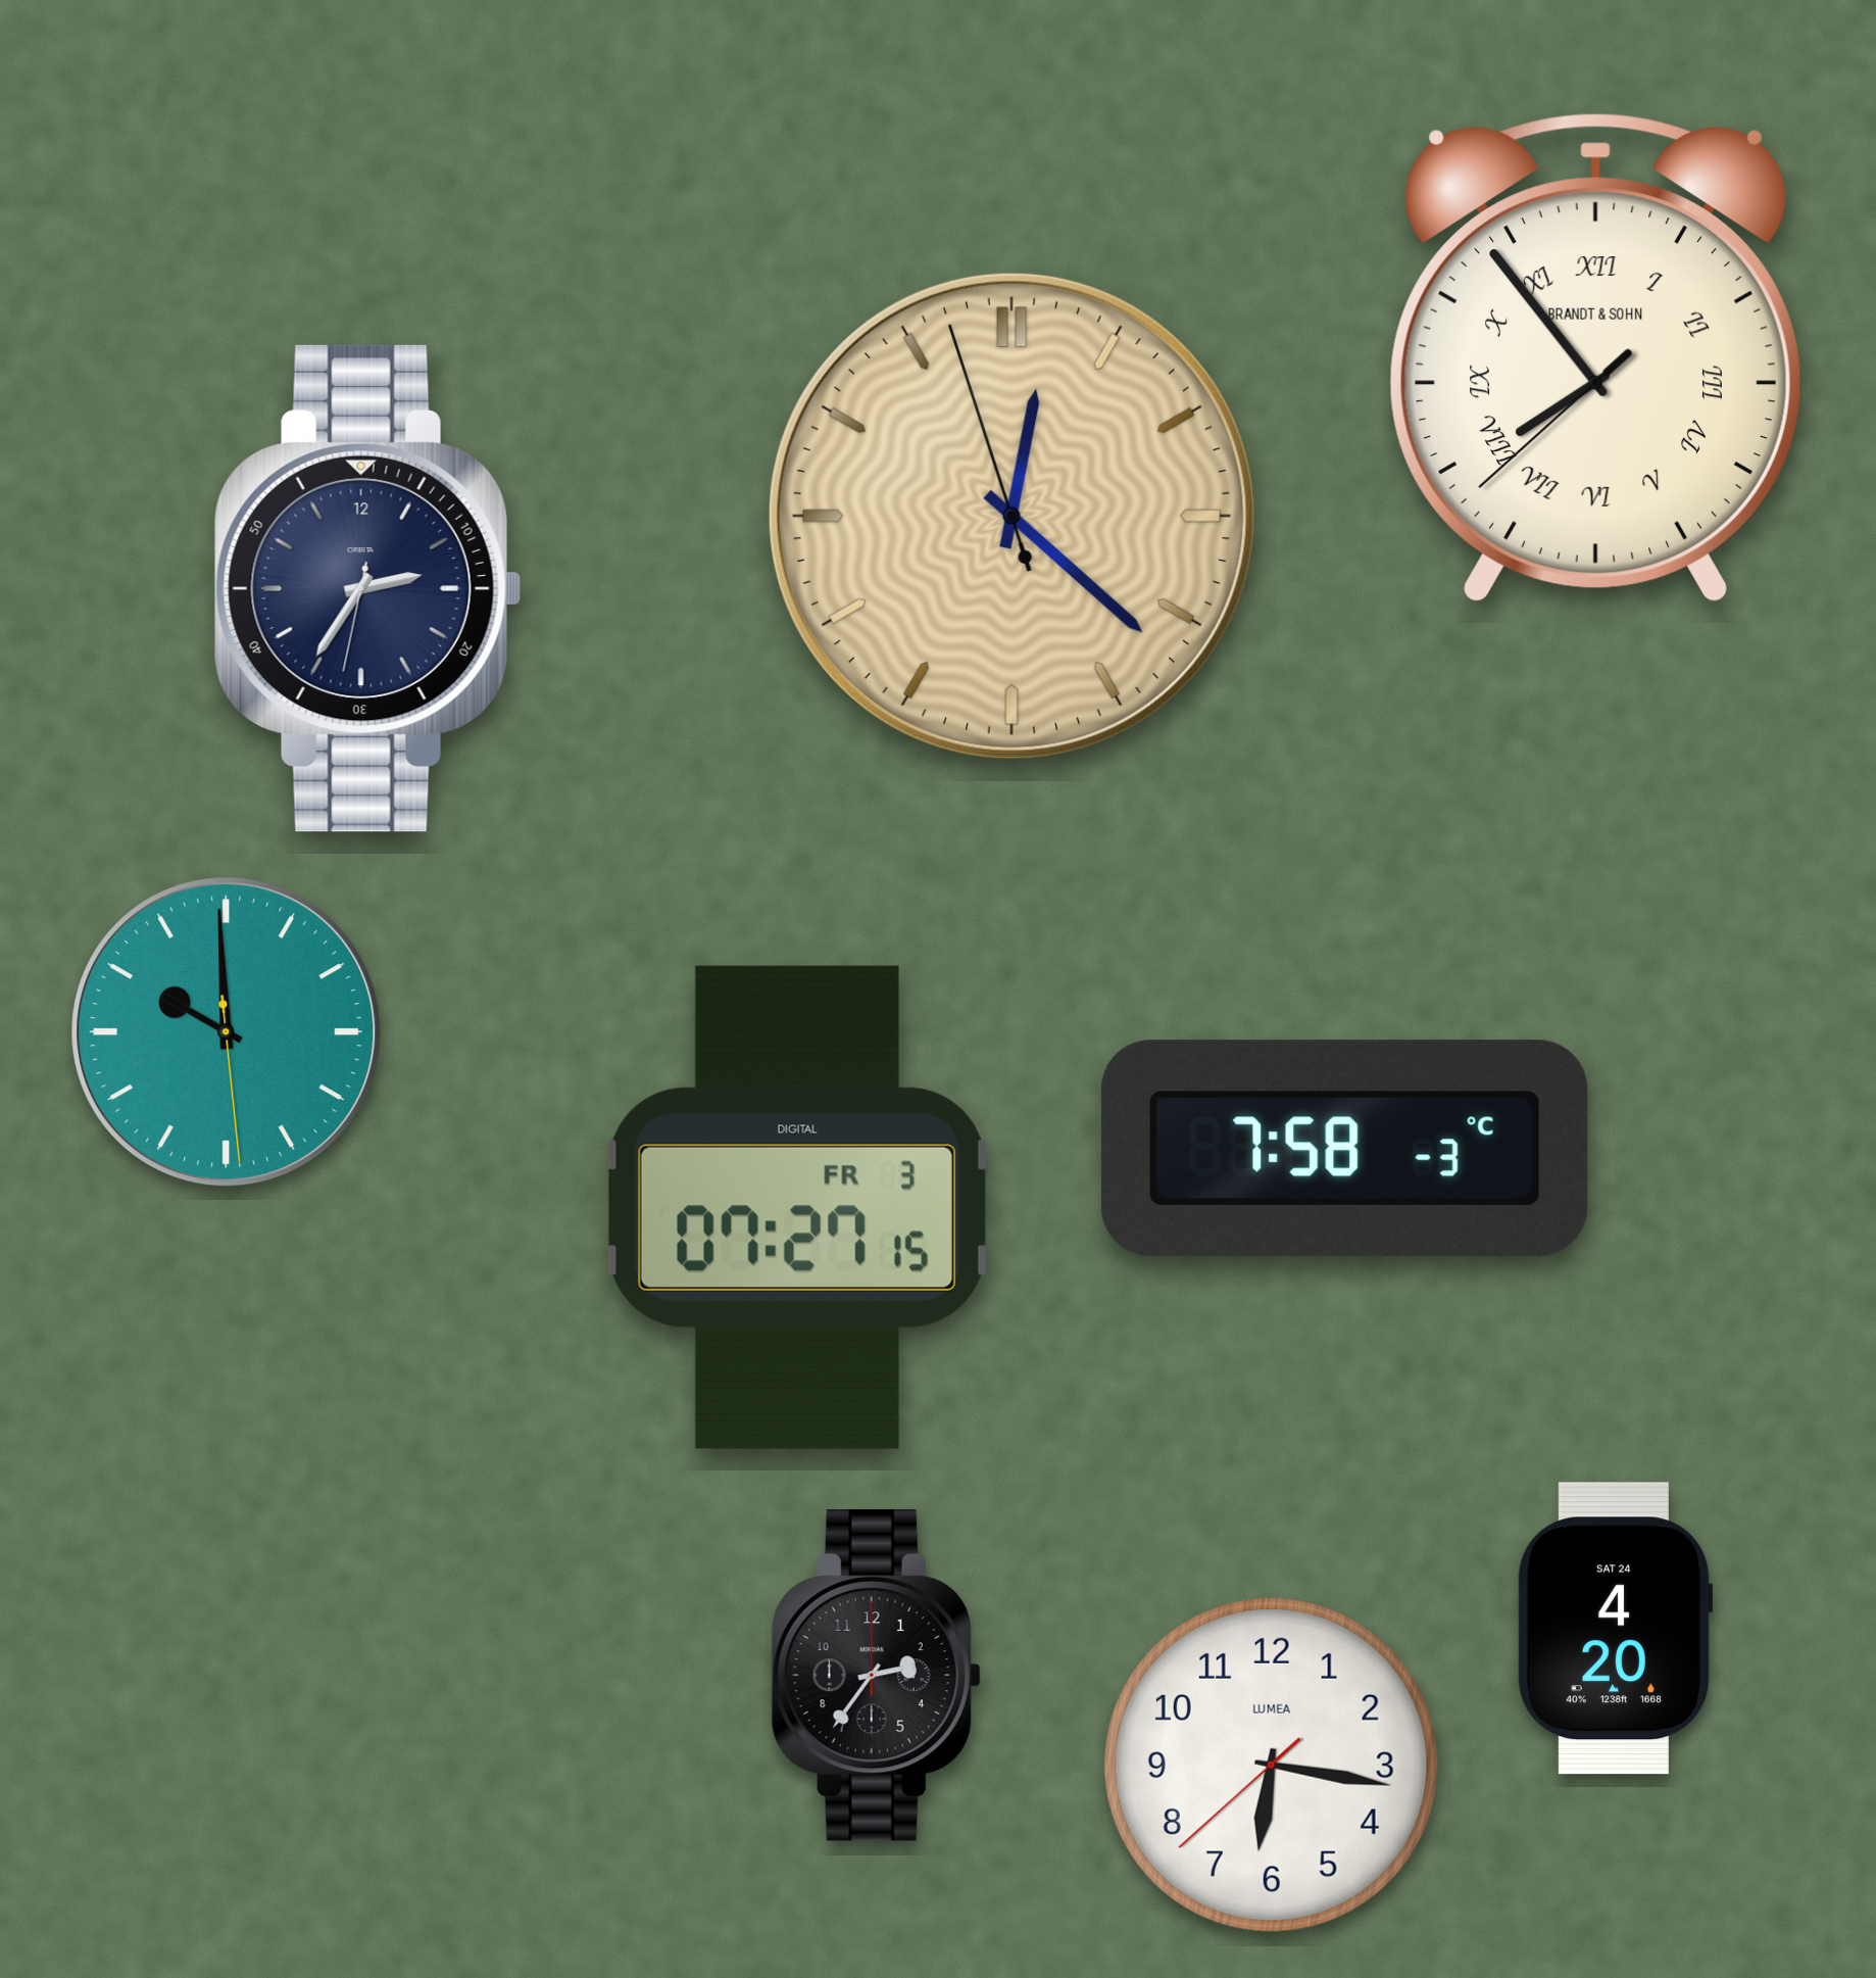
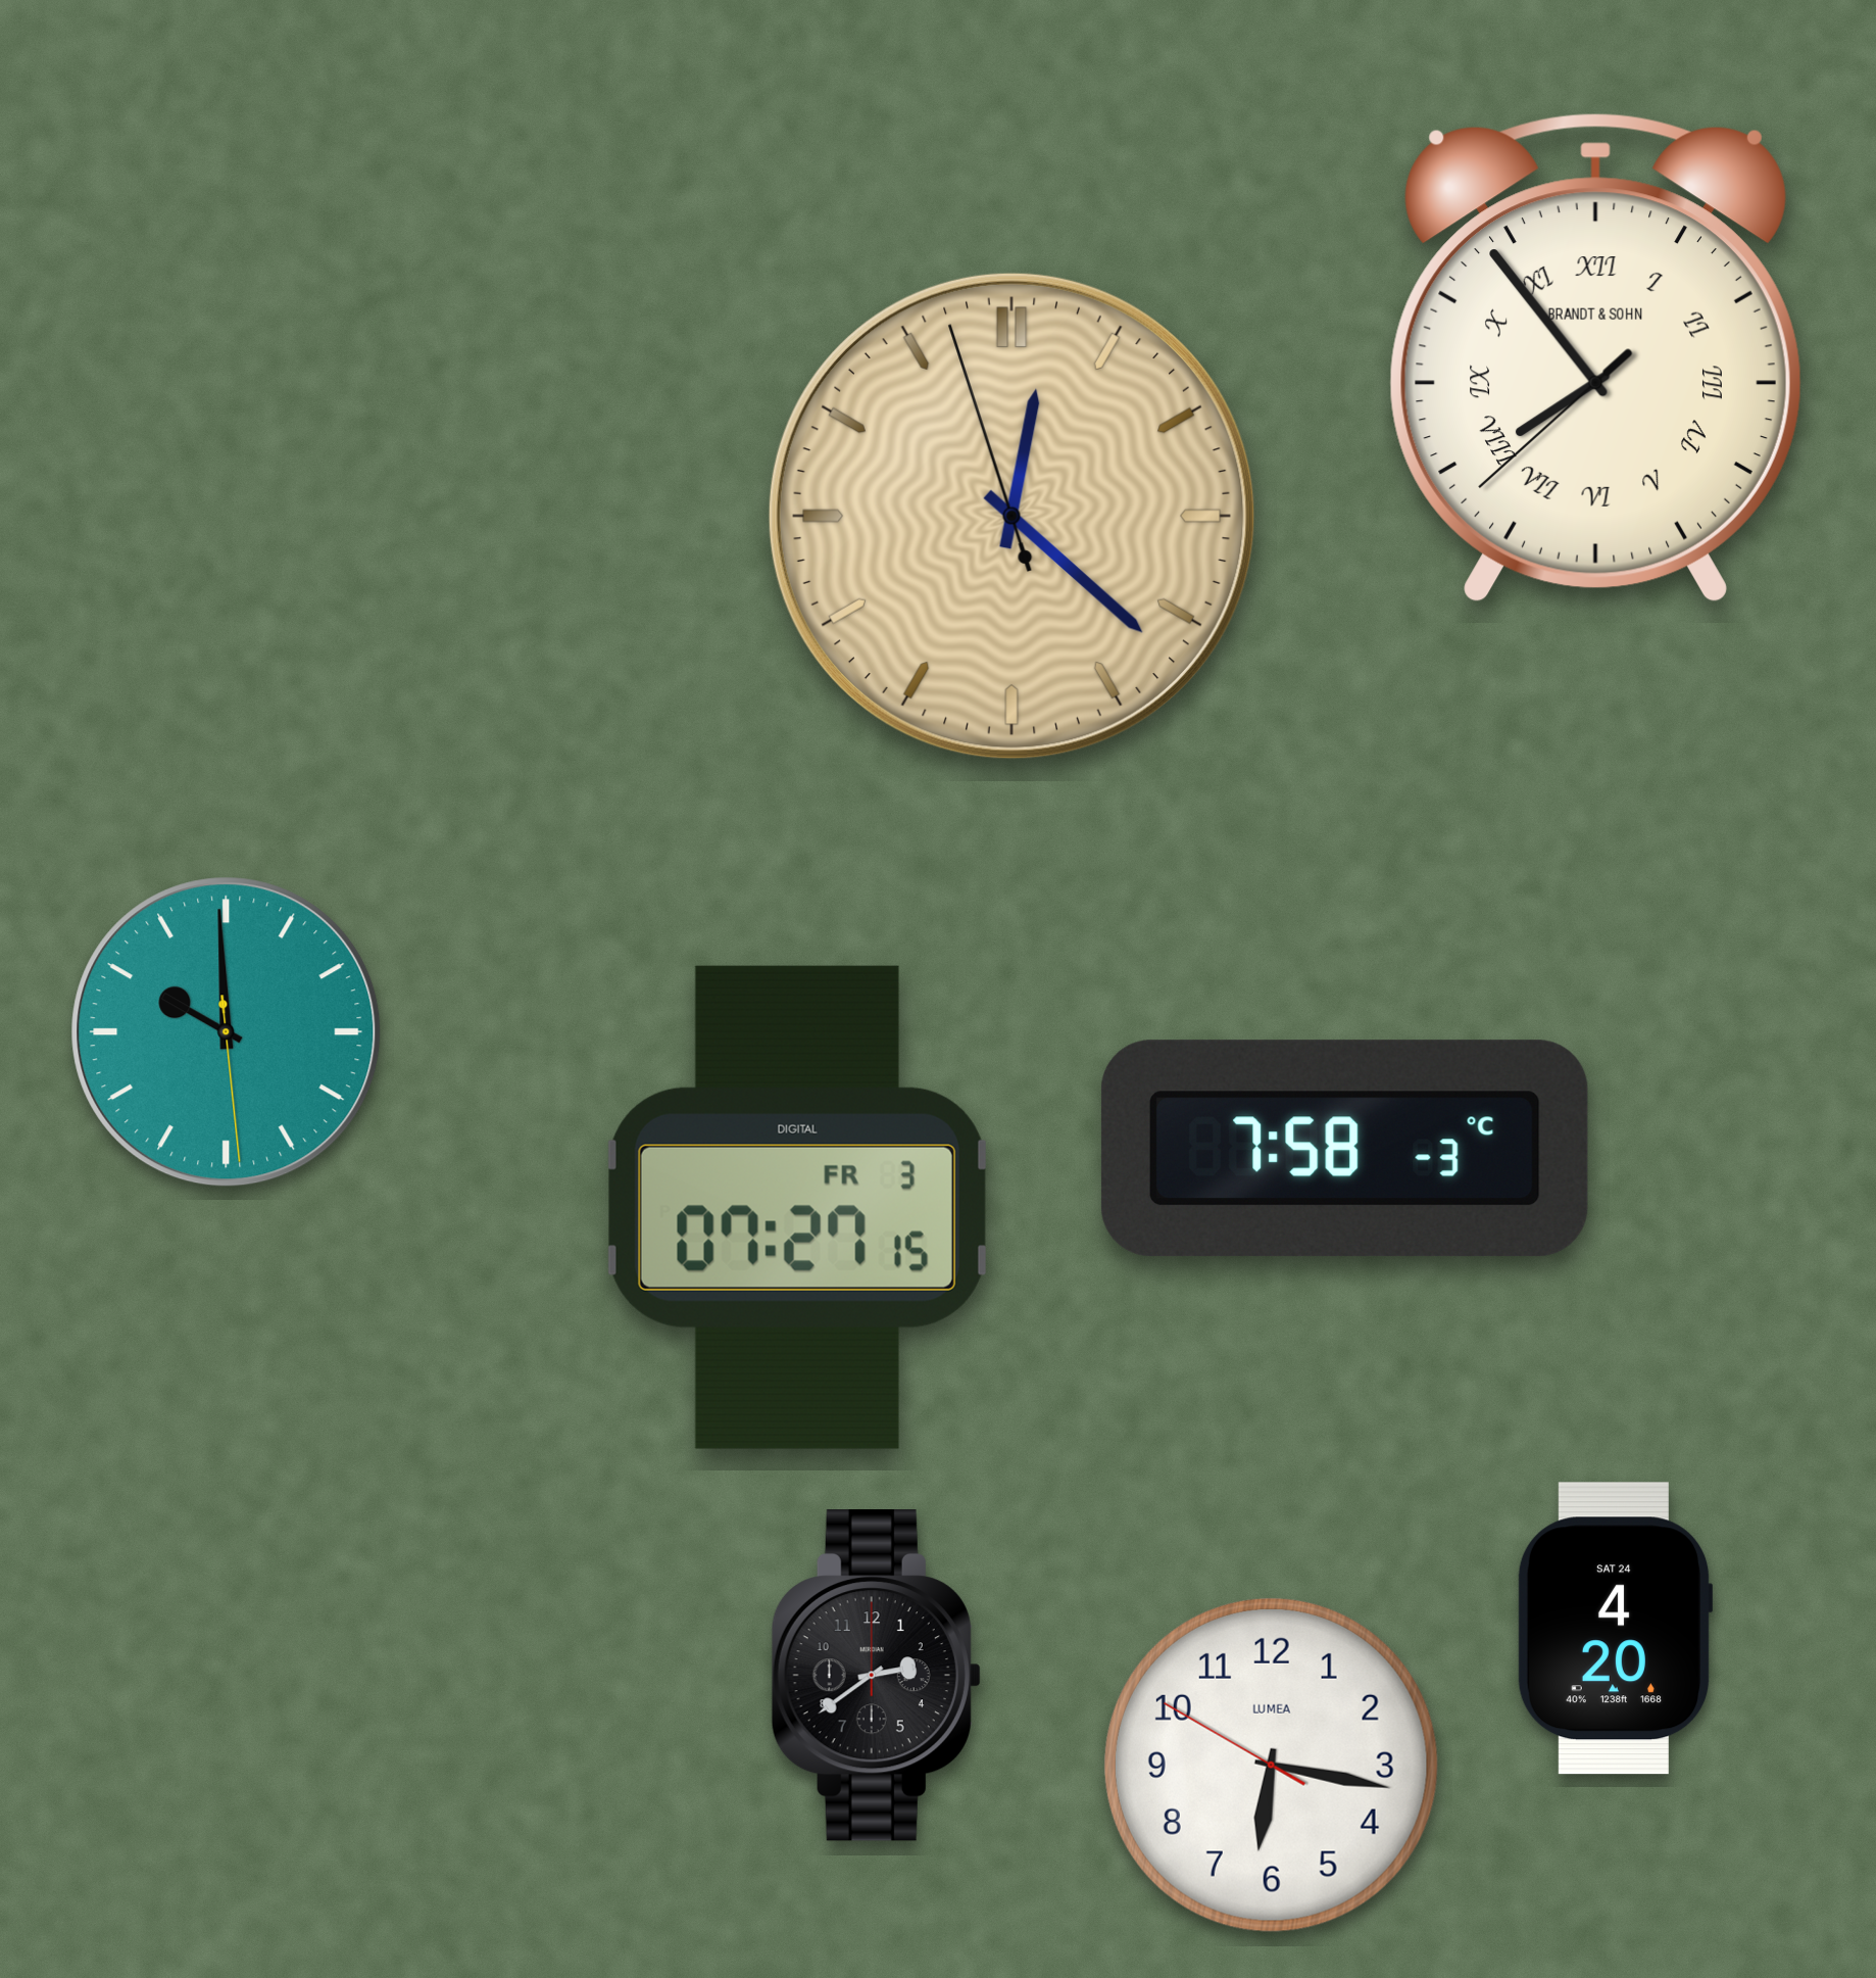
clock at (367, 588): 2:35 -> none
clock at (876, 1676): 2:36 -> 2:39
clock at (1271, 1765): 6:16:38 -> 6:16:50
